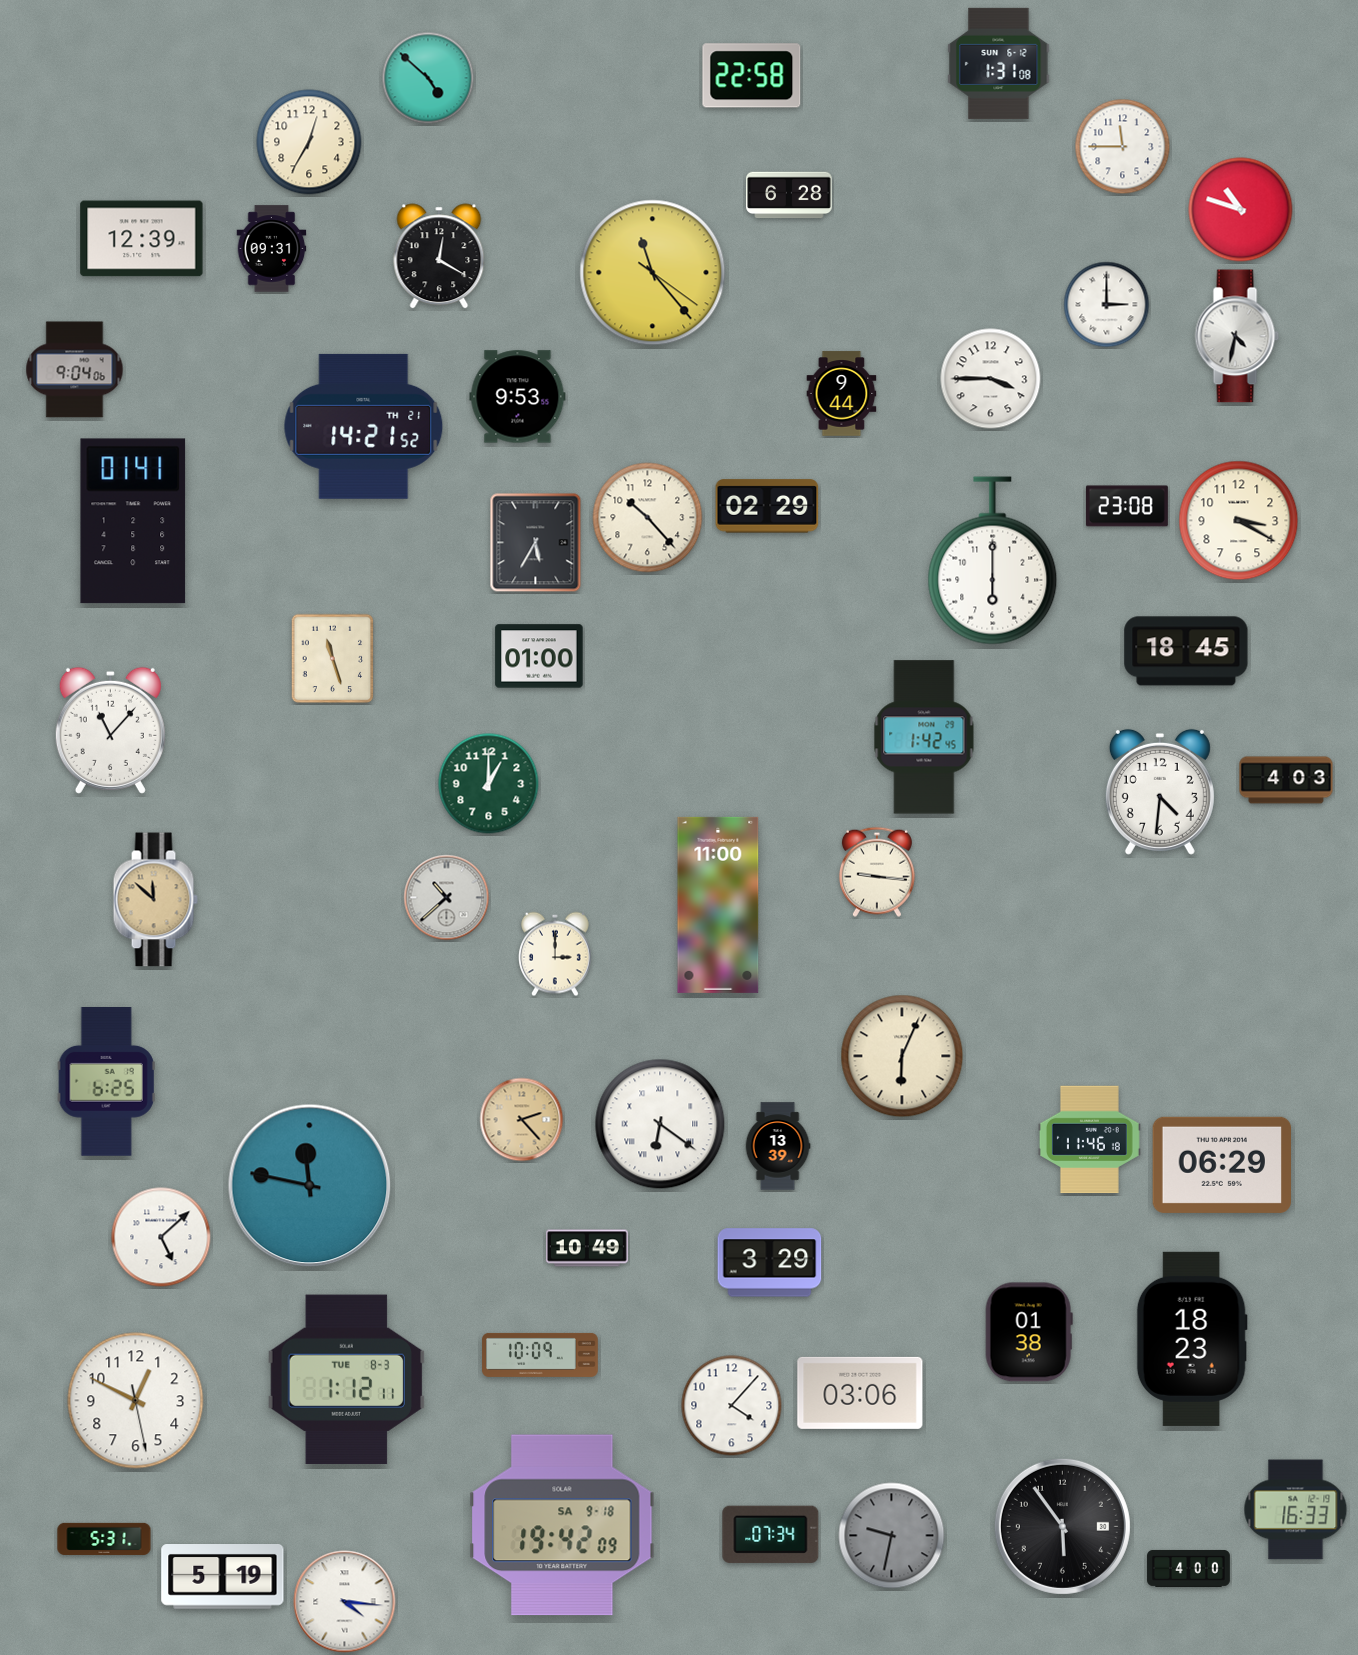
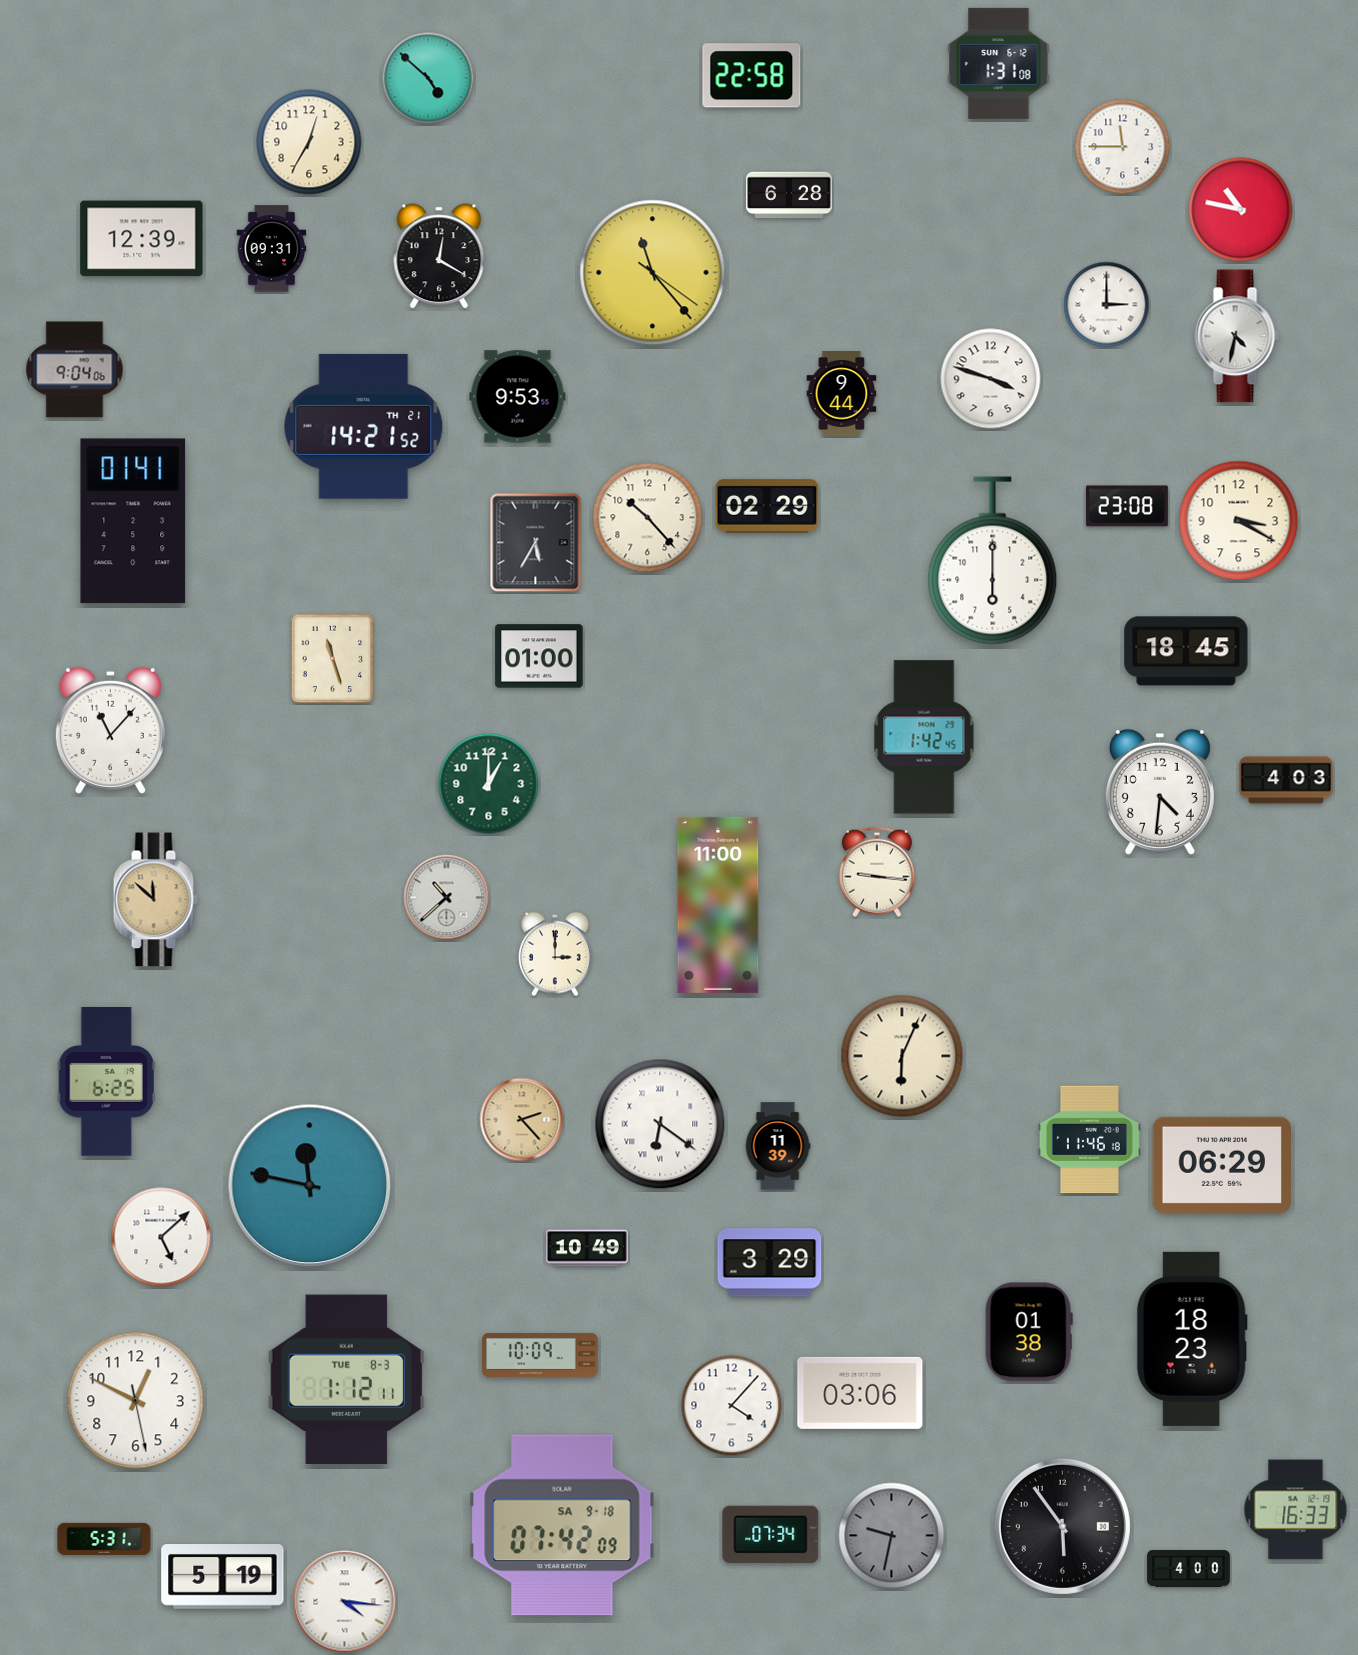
clock at (1241, 210): 10:48 -> 10:47
clock at (991, 379): 3:45 -> 3:48
clock at (778, 1146): 13:39 -> 11:39
clock at (562, 1525): 19:42 -> 07:42
